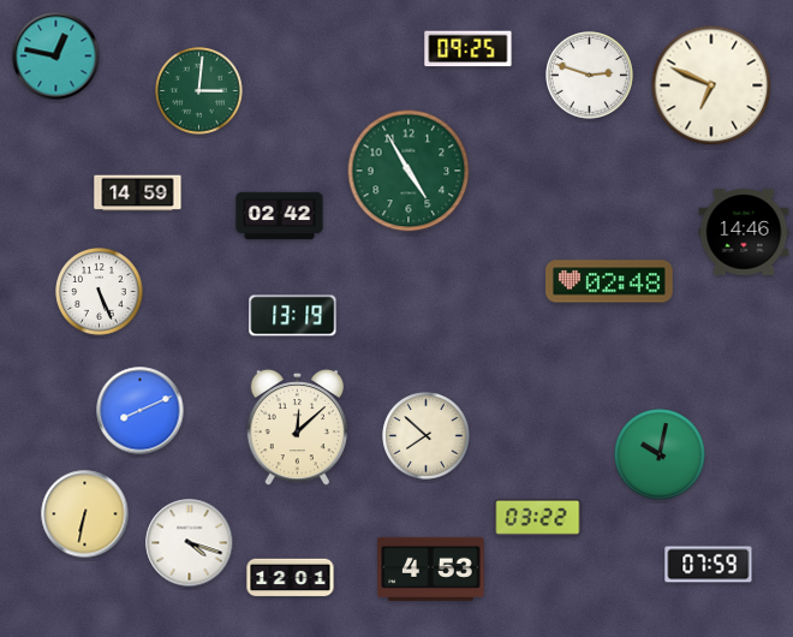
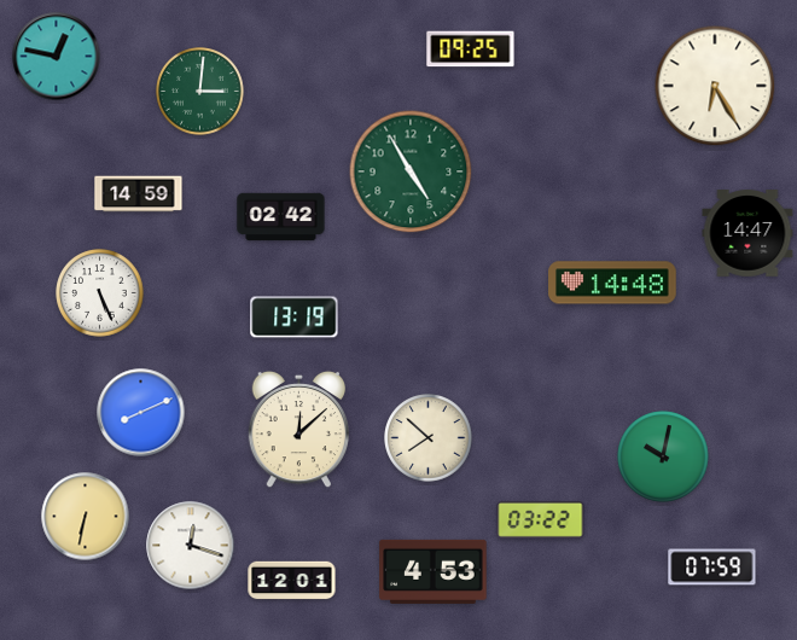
clock at (590, 76): 2:48 -> none
clock at (711, 85): 6:49 -> 6:25
clock at (744, 232): 14:46 -> 14:47
clock at (609, 281): 02:48 -> 14:48
clock at (190, 543): 4:18 -> 12:18
